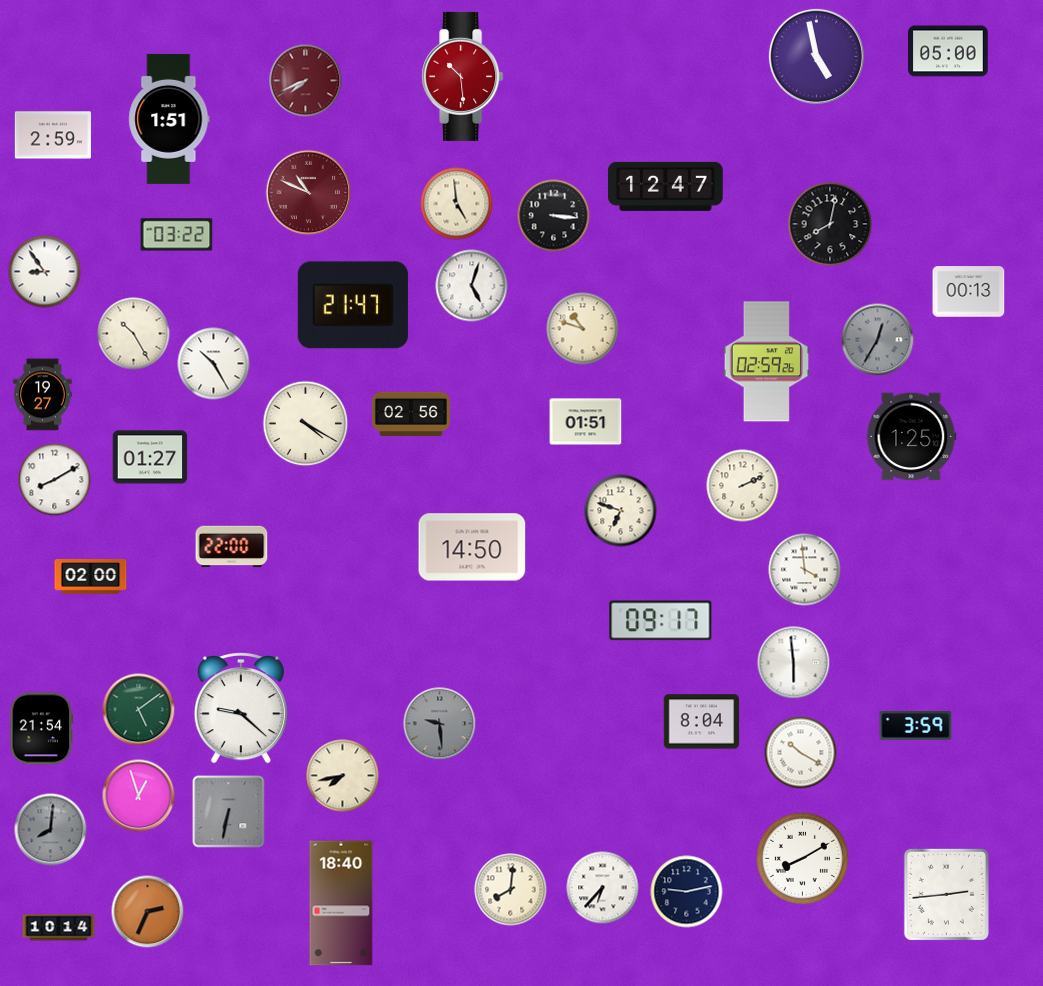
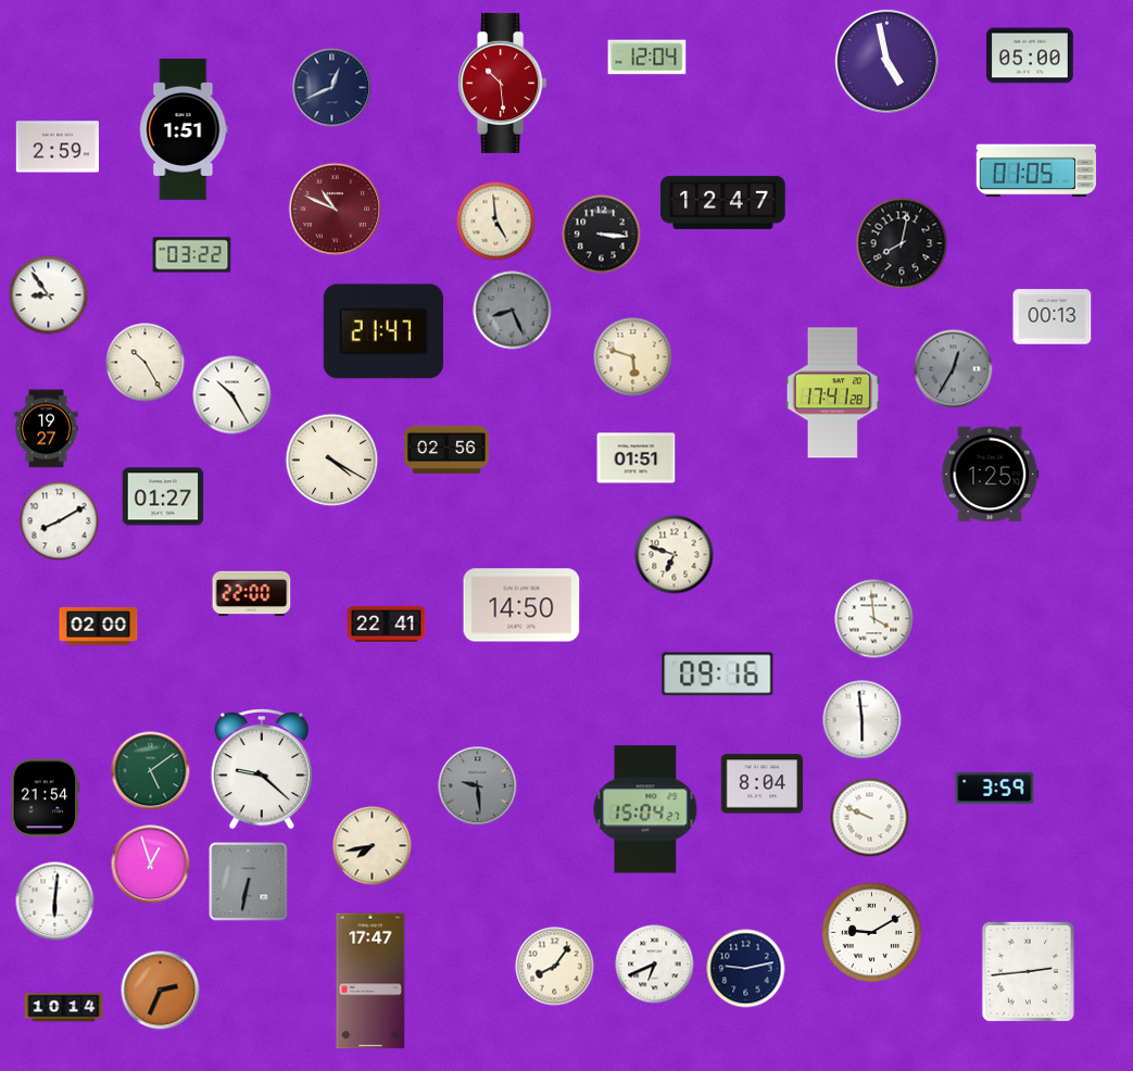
clock at (647, 58): none -> 12:04
clock at (306, 81): 7:41 -> 12:41
clock at (306, 81) dial: burgundy -> navy
clock at (1036, 171): none -> 01:05
clock at (472, 286): 5:03 -> 8:26
clock at (472, 286) dial: white -> grey
clock at (583, 329): 10:48 -> 5:48
clock at (766, 362): 02:59 -> 17:41
clock at (743, 486): 2:11 -> none
clock at (472, 547) position: (472, 547) -> (521, 605)
clock at (387, 623): none -> 22:41
clock at (661, 621): 09:17 -> 09:16
clock at (42, 729) position: (42, 729) -> (46, 798)
clock at (645, 809): none -> 15:04
clock at (801, 753): 10:20 -> 9:49
clock at (343, 776) position: (343, 776) -> (373, 846)
clock at (51, 830): 8:01 -> 6:01
clock at (51, 830) dial: grey -> white
clock at (802, 858): 8:10 -> 9:10
clock at (603, 888): 6:37 -> 6:41
clock at (511, 890): 8:01 -> 8:06
clock at (341, 903): 18:40 -> 17:47
